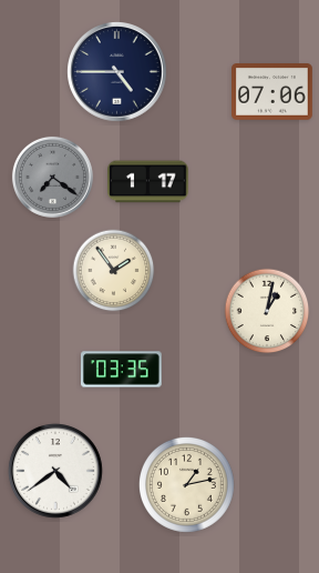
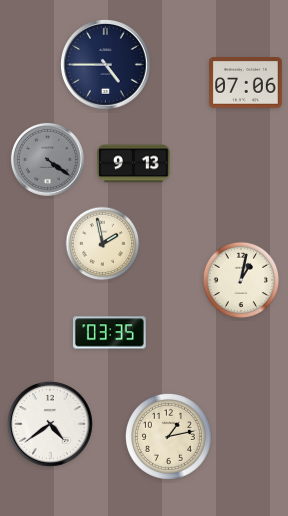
clock at (52, 177): 7:21 -> 4:21
clock at (148, 182): 1:17 -> 9:13
clock at (114, 271): 1:54 -> 1:58
